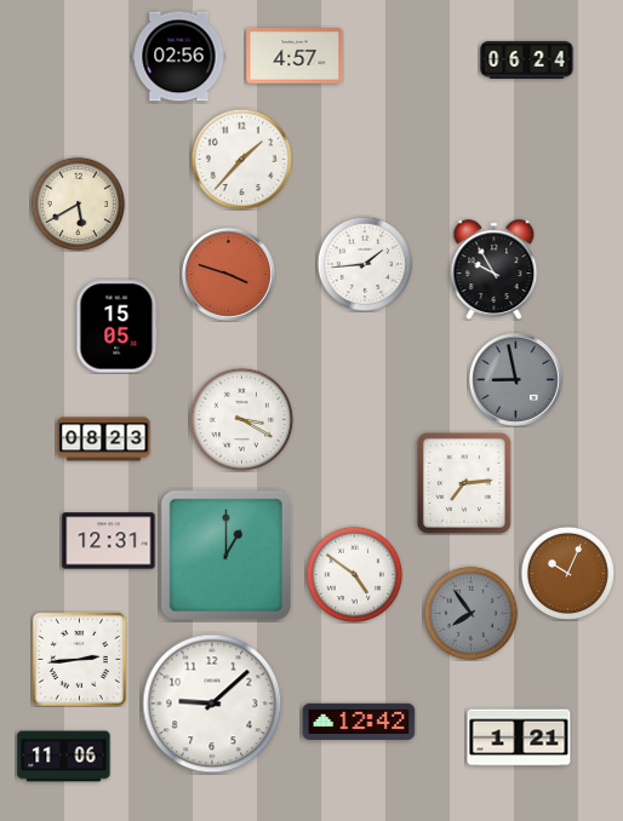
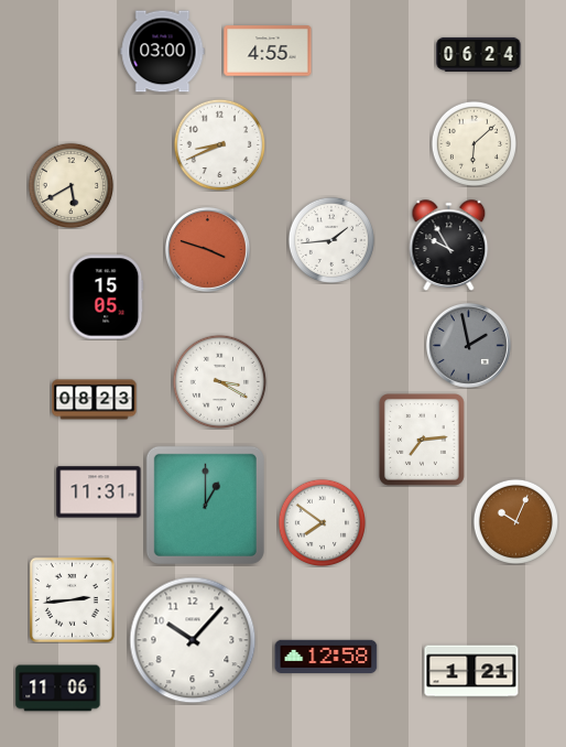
clock at (295, 56): 4:57 -> 4:55
clock at (179, 57): 02:56 -> 03:00
clock at (474, 143): none -> 6:08
clock at (241, 159): 1:37 -> 8:41
clock at (515, 379): 8:58 -> 1:58
clock at (109, 541): 12:31 -> 11:31
clock at (354, 574): 4:51 -> 7:51
clock at (470, 613): 7:54 -> none
clock at (212, 704): 9:08 -> 10:07
clock at (359, 720): 12:42 -> 12:58
